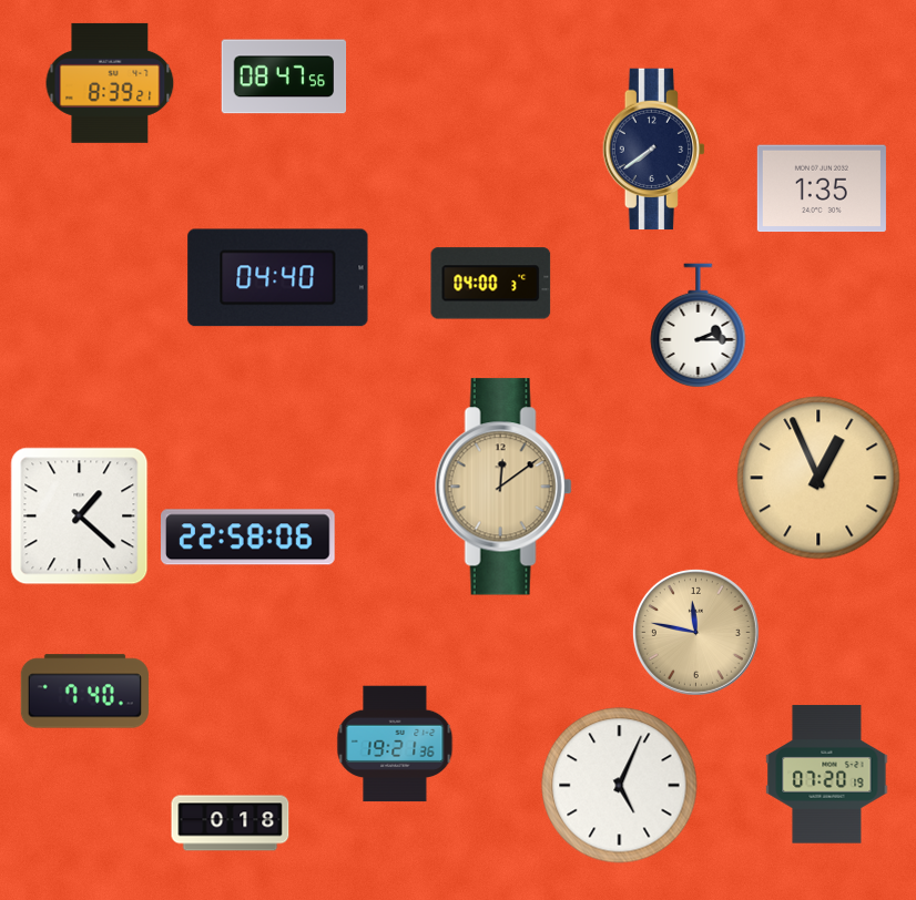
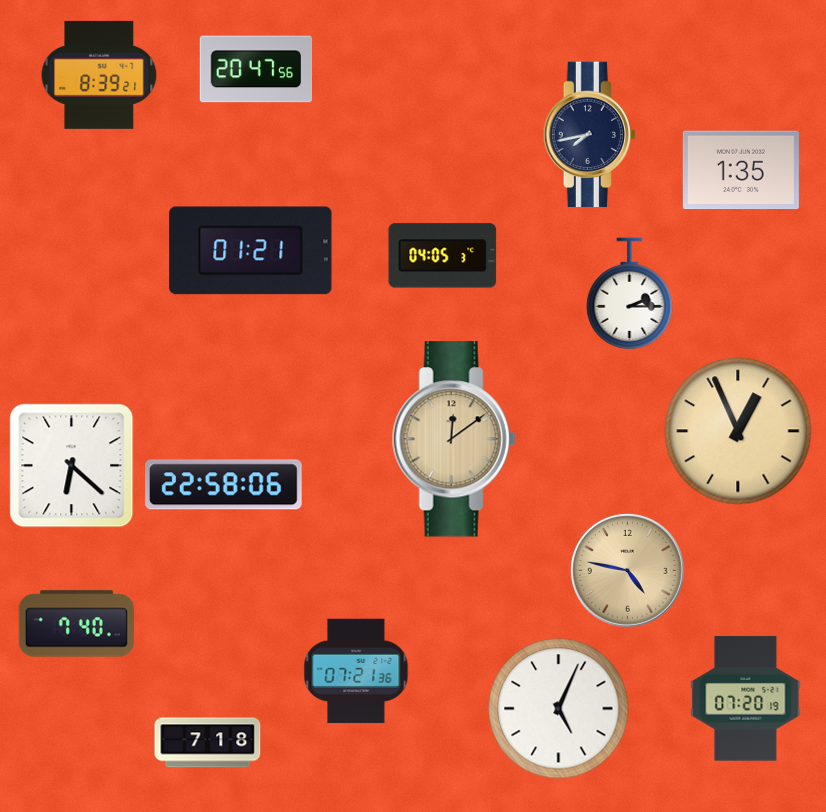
clock at (284, 76): 08:47 -> 20:47
clock at (653, 150): 7:39 -> 7:43
clock at (278, 278): 04:40 -> 01:21
clock at (491, 284): 04:00 -> 04:05
clock at (80, 517): 1:22 -> 6:22
clock at (695, 632): 11:47 -> 4:47
clock at (395, 744): 19:21 -> 07:21
clock at (231, 824): 0:18 -> 7:18
